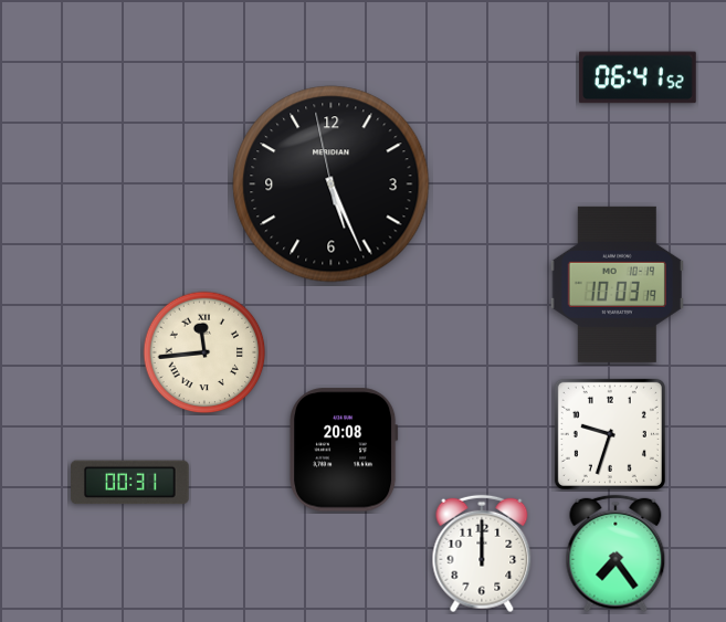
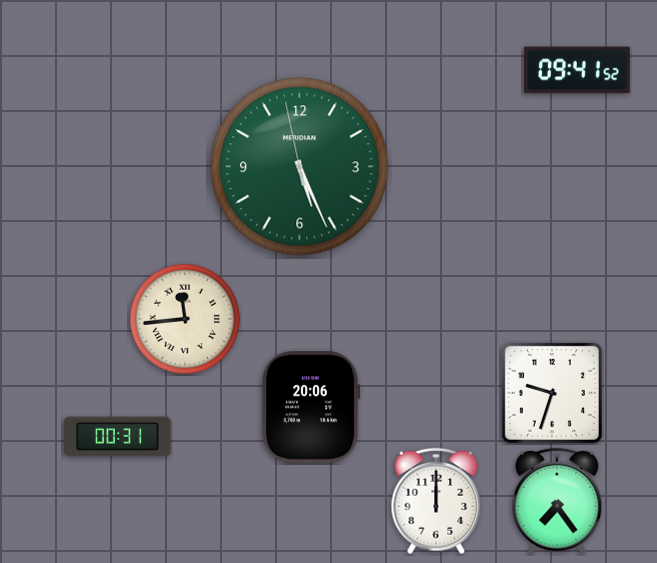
clock at (639, 77): 06:41 -> 09:41
clock at (332, 185) dial: black -> green
clock at (617, 284): 10:03 -> none
clock at (345, 450): 20:08 -> 20:06
